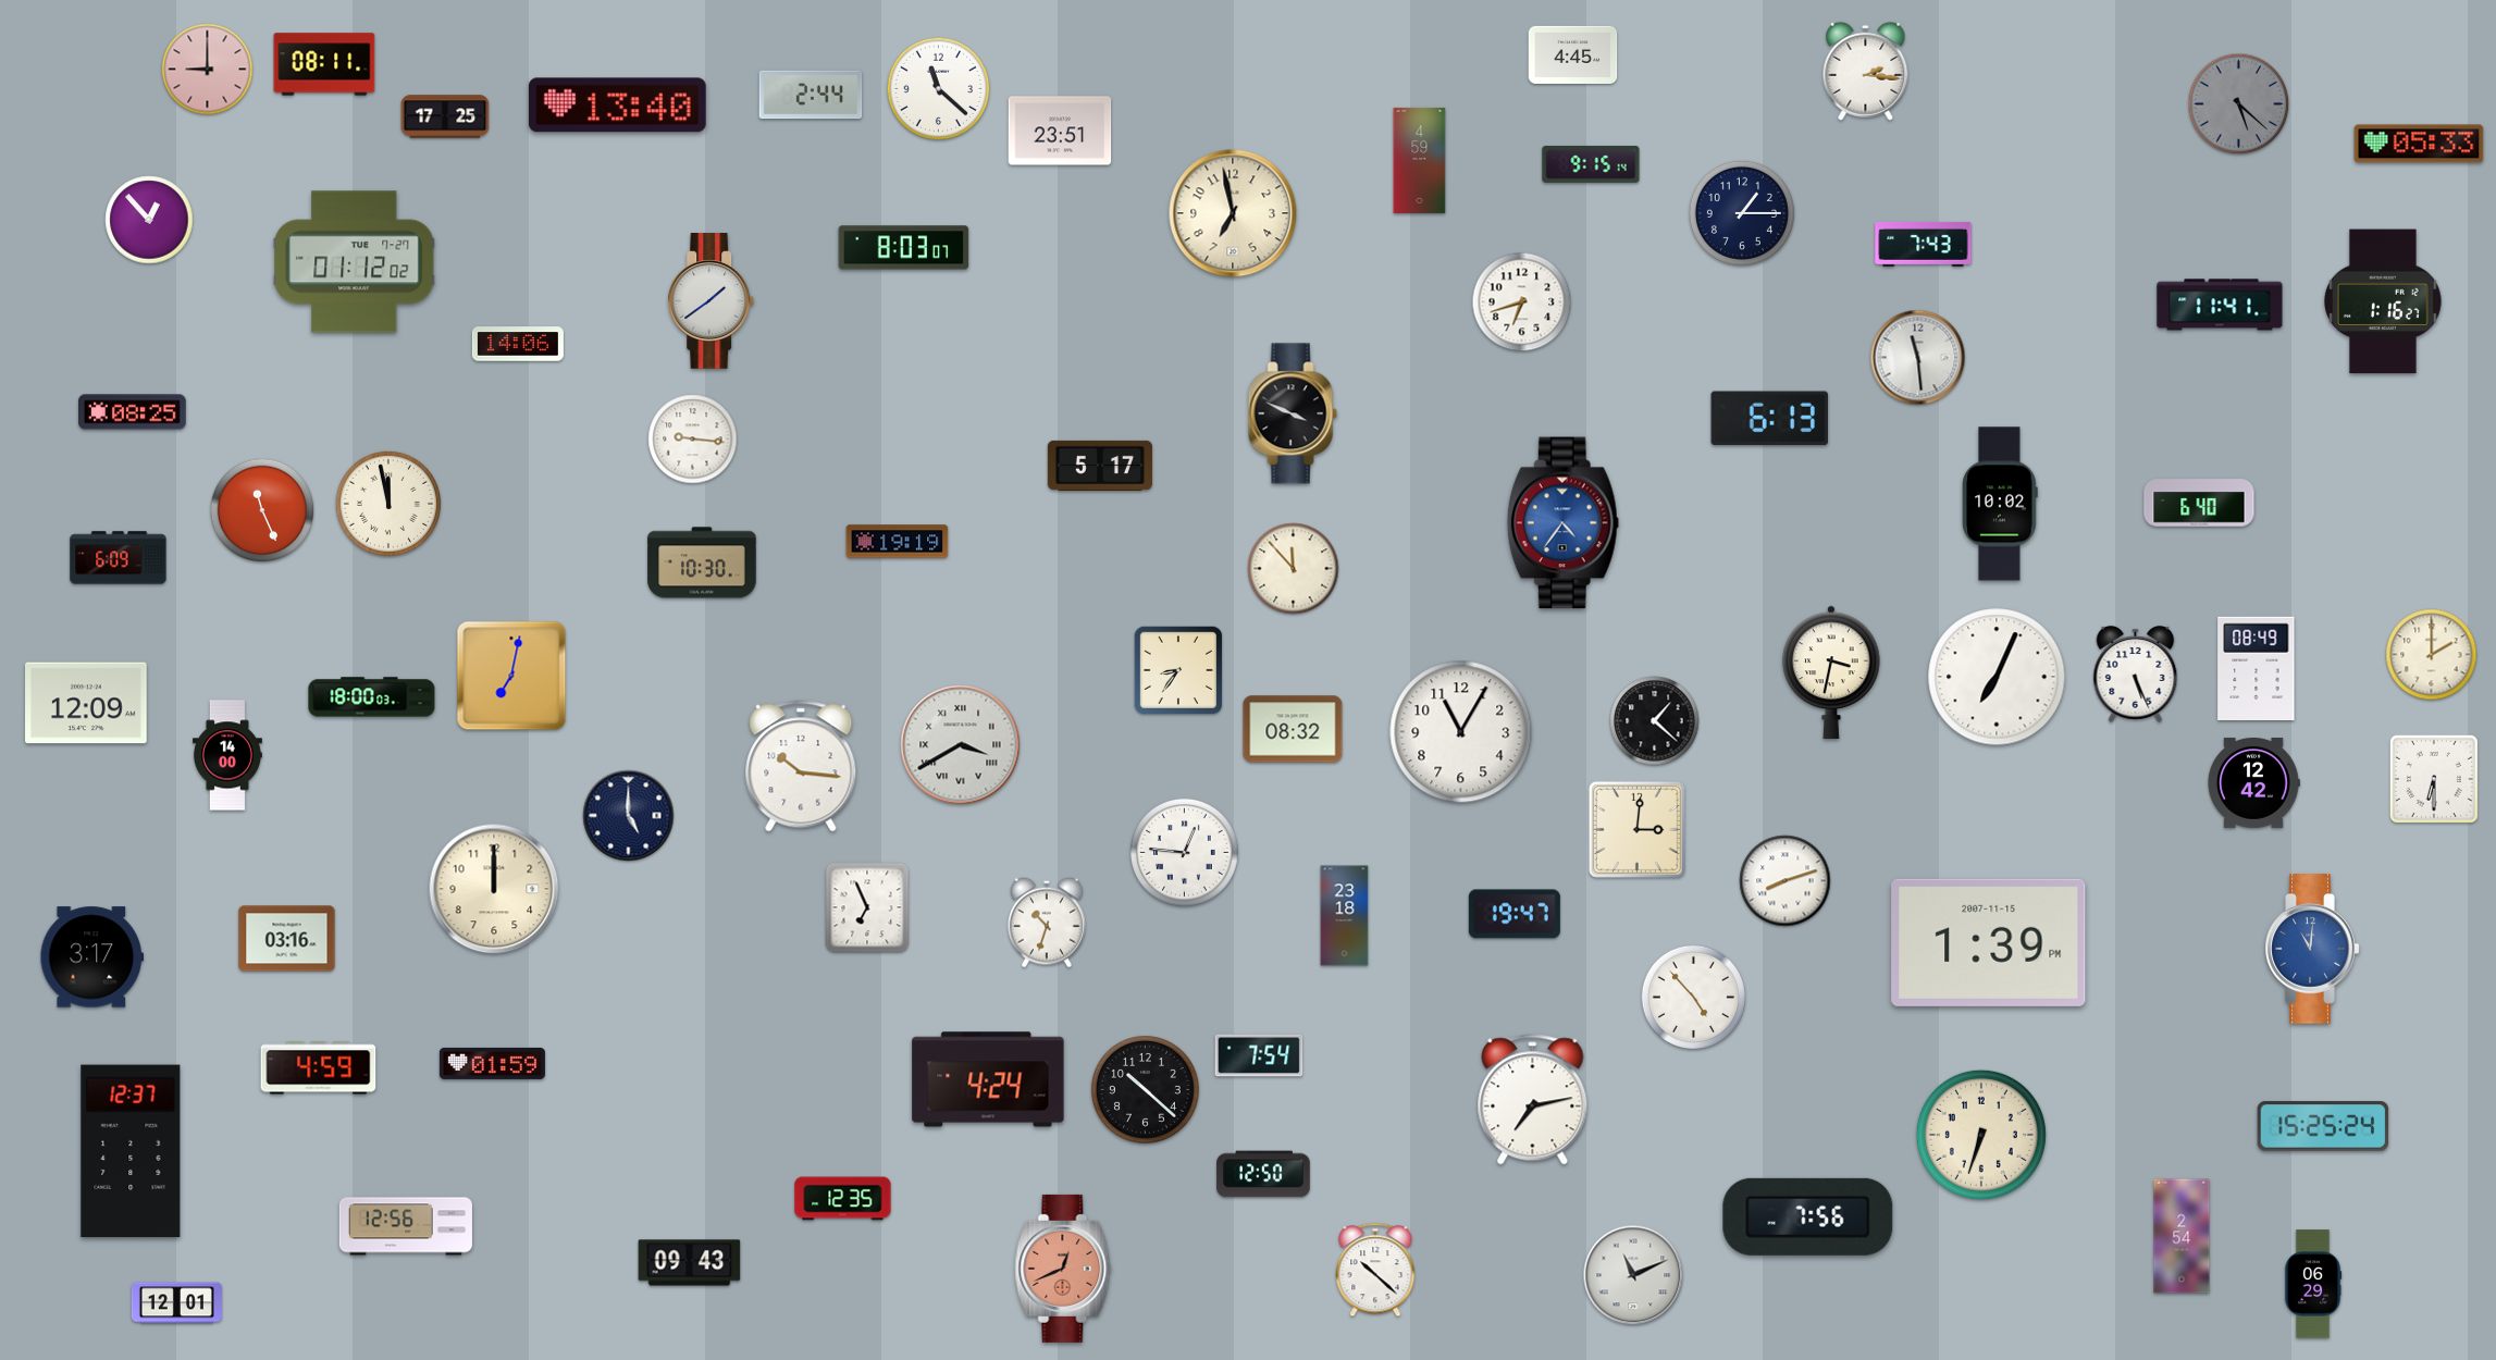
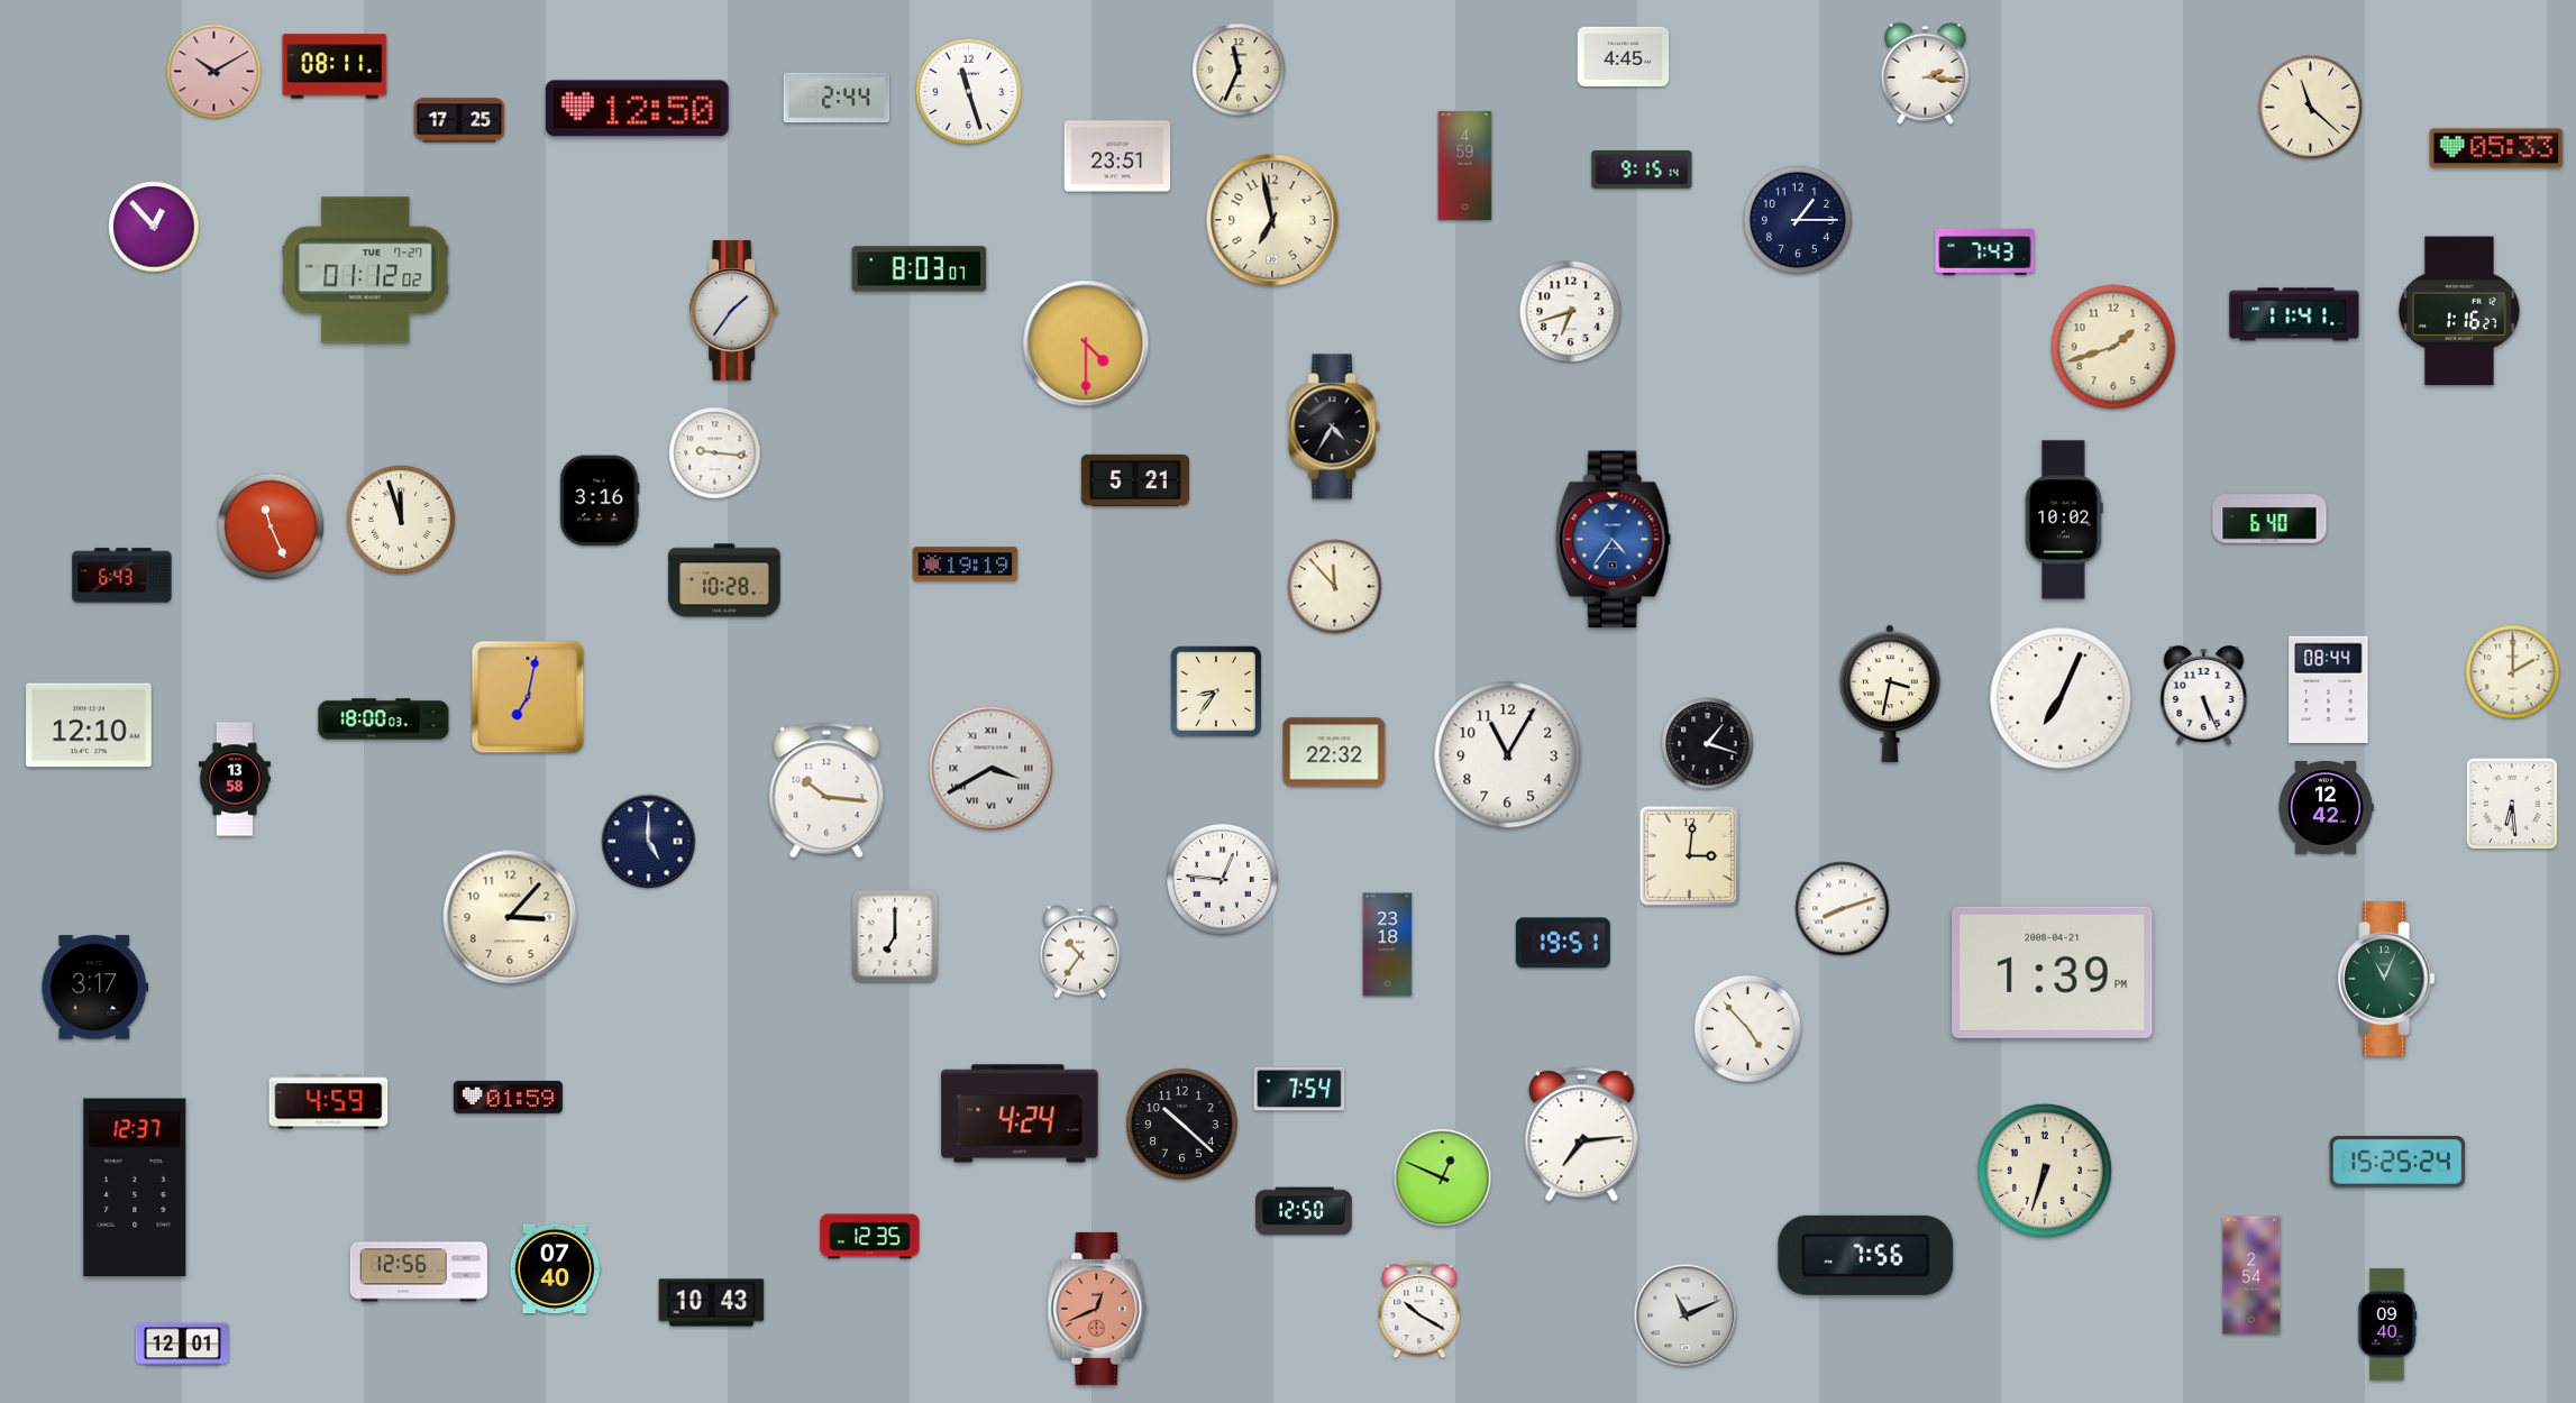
clock at (1239, 70): none -> 11:34
clock at (208, 70): 9:00 -> 10:10
clock at (939, 89): 11:22 -> 11:27
clock at (2239, 104): 5:22 -> 11:22
clock at (2239, 104) dial: grey -> cream
clock at (617, 106): 13:40 -> 12:50
clock at (1060, 131) position: (1060, 131) -> (1117, 156)
clock at (904, 248) position: (904, 248) -> (920, 269)
clock at (712, 301): 1:39 -> 1:36
clock at (2220, 305) position: (2220, 305) -> (2294, 314)
clock at (1086, 343): none -> 4:30
clock at (2113, 347): none -> 1:42
clock at (518, 344): 14:06 -> none
clock at (1918, 358): 11:29 -> none
clock at (133, 412): 08:25 -> none
clock at (1293, 413): 3:49 -> 4:35
clock at (1769, 419): 6:13 -> none
clock at (1100, 466): 5:17 -> 5:21
clock at (600, 501): none -> 3:16
clock at (388, 504): 11:58 -> 11:57
clock at (898, 542) position: (898, 542) -> (966, 565)
clock at (119, 558): 6:09 -> 6:43
clock at (702, 562): 10:30 -> 10:28
clock at (2432, 655) position: (2432, 655) -> (2513, 672)
clock at (2257, 668): 08:49 -> 08:44
clock at (86, 703): 12:09 -> 12:10
clock at (1655, 721): 1:22 -> 1:18
clock at (1293, 729): 08:32 -> 22:32
clock at (227, 755): 14:00 -> 13:58
clock at (2434, 779): 6:30 -> 6:29
clock at (494, 889): 12:00 -> 3:07
clock at (867, 907): 6:56 -> 7:00
clock at (1515, 914): 19:47 -> 19:51
clock at (1048, 923): 10:33 -> 10:36
clock at (287, 939): 03:16 -> none
clock at (1989, 942) date: 2007-11-15 -> 2008-04-21
clock at (2312, 949): 11:01 -> 11:04
clock at (2312, 949) dial: blue -> green
clock at (1533, 1100): 7:13 -> 7:14
clock at (1443, 1179): none -> 12:49
clock at (406, 1226) position: (406, 1226) -> (419, 1272)
clock at (555, 1269): none -> 07:40
clock at (690, 1263): 09:43 -> 10:43
clock at (1375, 1270): 10:22 -> 10:20
clock at (2313, 1284): 06:29 -> 09:40
